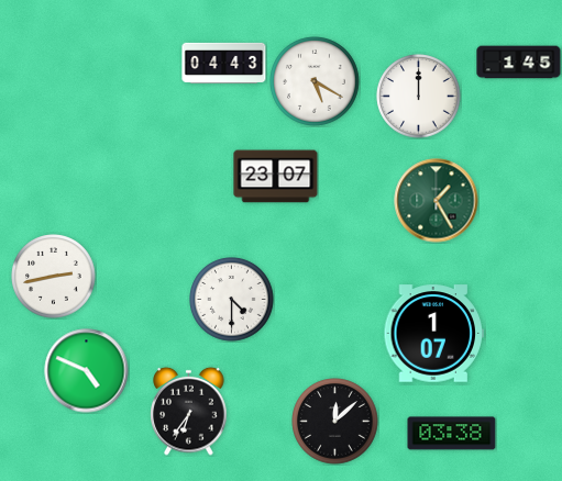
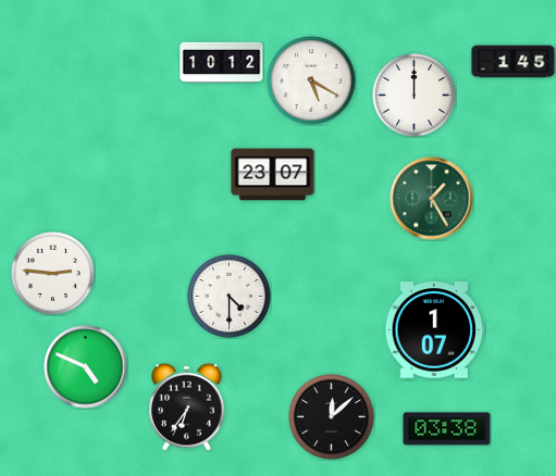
clock at (224, 63): 04:43 -> 10:12
clock at (54, 277): 2:43 -> 2:46
clock at (433, 334) position: (433, 334) -> (434, 330)
